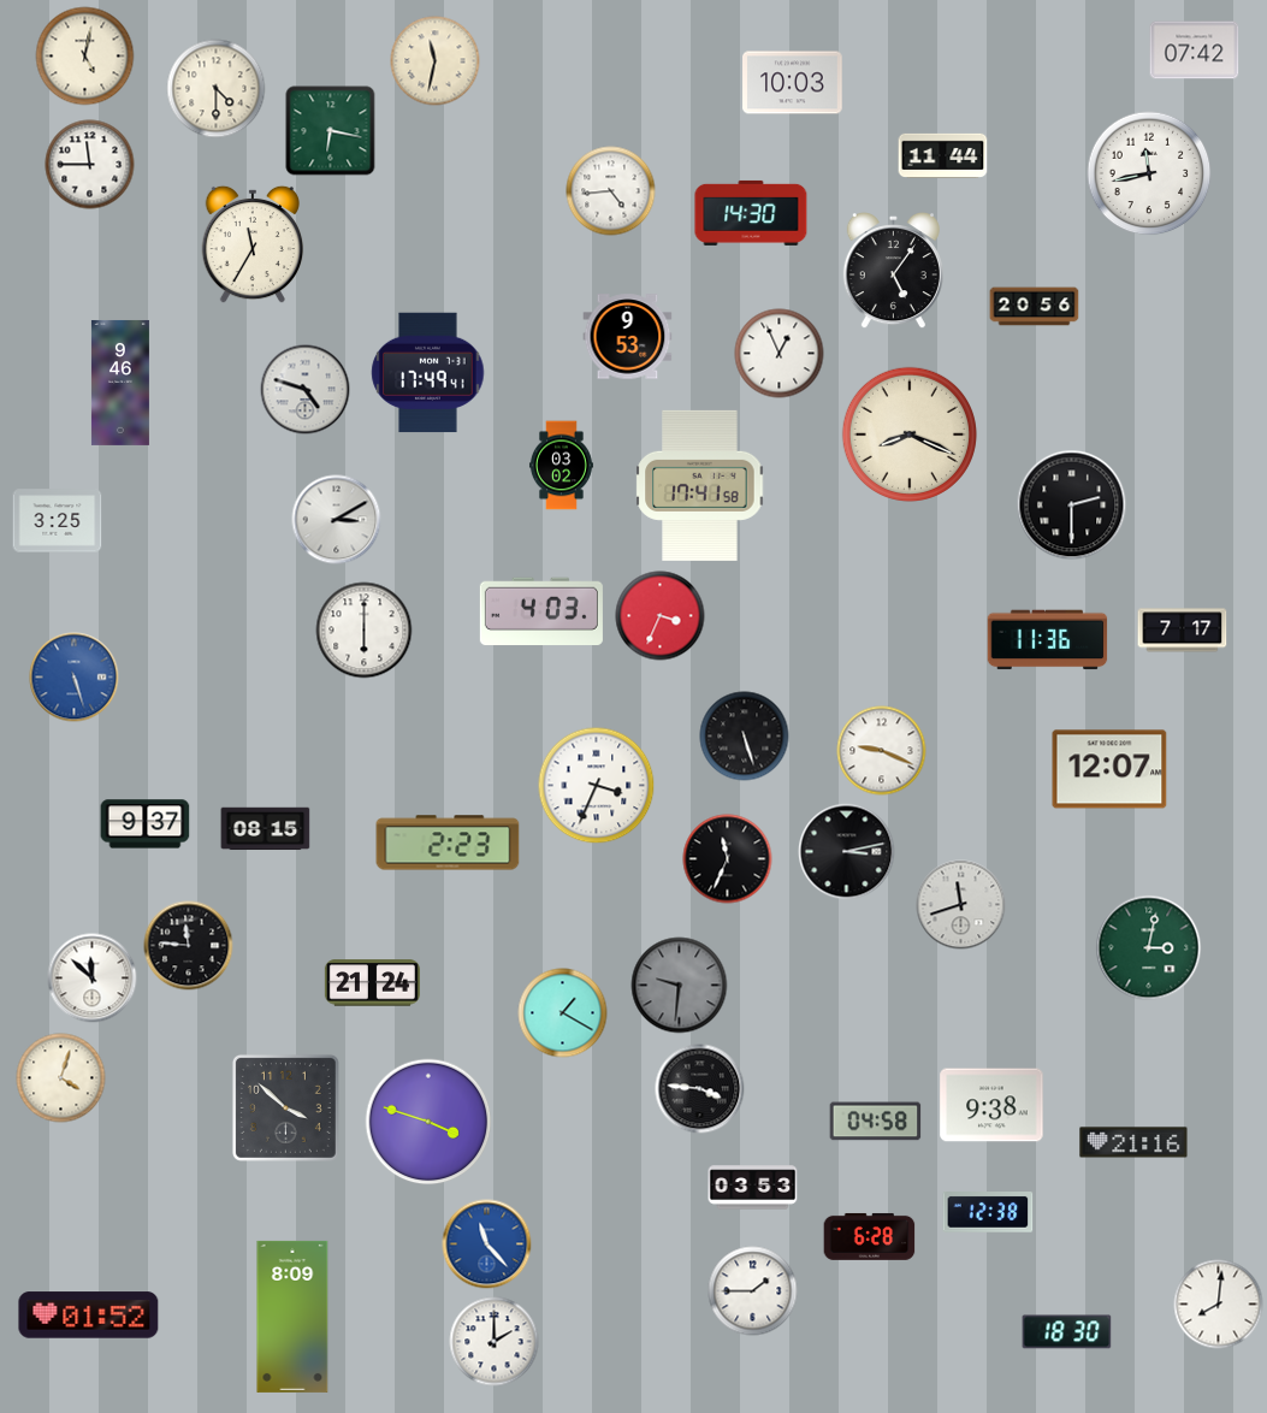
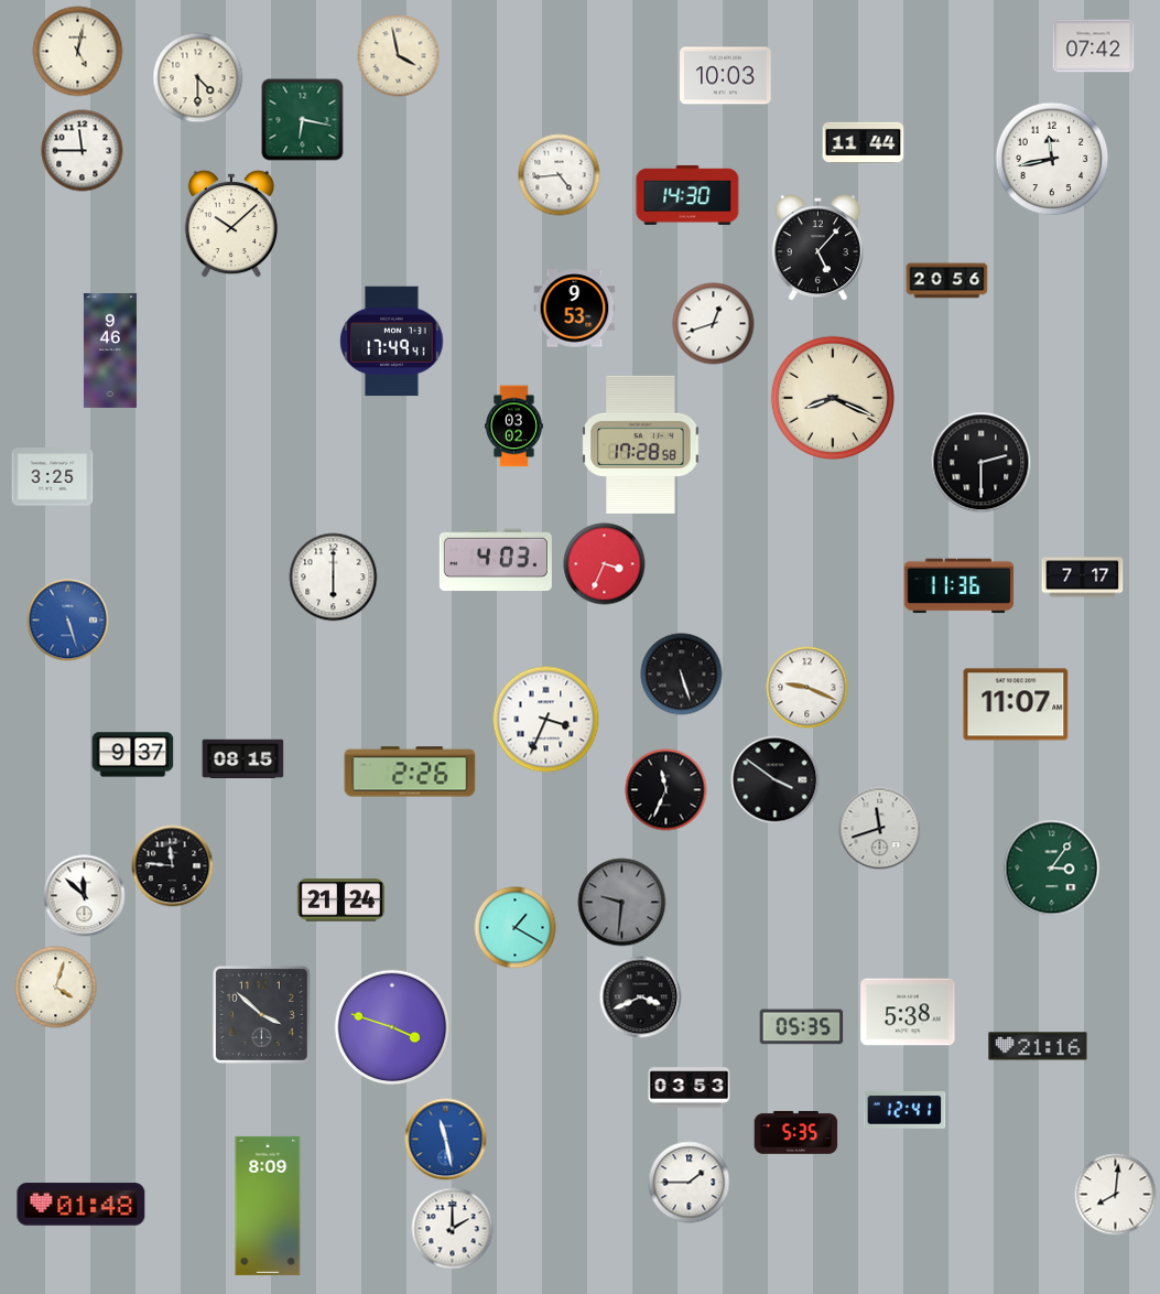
clock at (436, 61): 11:32 -> 3:58
clock at (217, 89) position: (217, 89) -> (198, 78)
clock at (253, 244): 11:35 -> 10:08
clock at (893, 272): 5:06 -> 5:07
clock at (780, 354): 12:56 -> 12:42
clock at (306, 390): 4:48 -> none
clock at (700, 485): 17:41 -> 17:28
clock at (337, 520): 3:10 -> none
clock at (1109, 769): 12:07 -> 11:07
clock at (448, 843): 2:23 -> 2:26
clock at (847, 852): 3:13 -> 3:51
clock at (728, 859) position: (728, 859) -> (666, 790)
clock at (1149, 948): 3:02 -> 3:06
clock at (700, 1089): 3:46 -> 3:41
clock at (991, 1105): 9:38 -> 5:38
clock at (876, 1122): 04:58 -> 05:35
clock at (988, 1213): 12:38 -> 12:41
clock at (870, 1236): 6:28 -> 5:35
clock at (487, 1244): 11:23 -> 11:28
clock at (89, 1316): 01:52 -> 01:48
clock at (1067, 1332): 18:30 -> none
